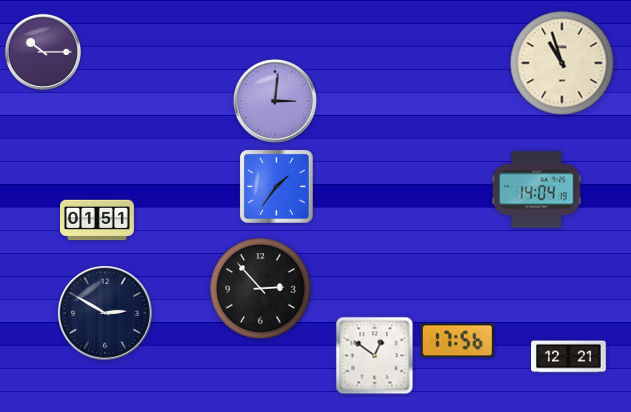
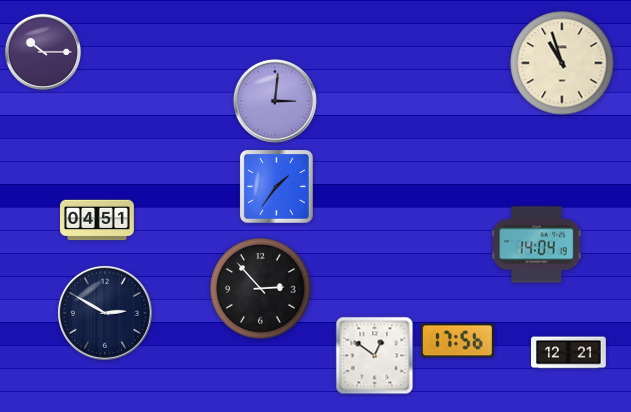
clock at (537, 190) position: (537, 190) -> (537, 245)
clock at (98, 220): 01:51 -> 04:51
clock at (569, 357) position: (569, 357) -> (569, 353)
